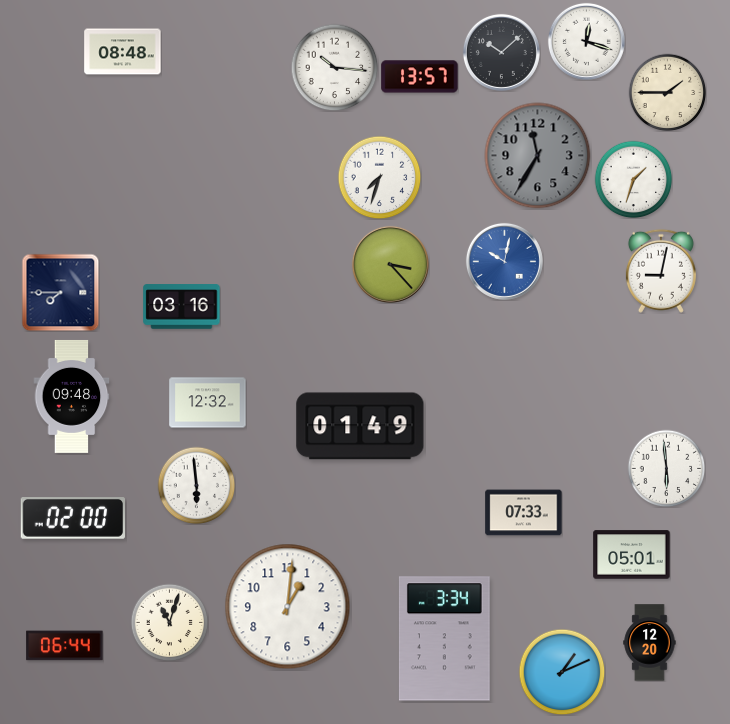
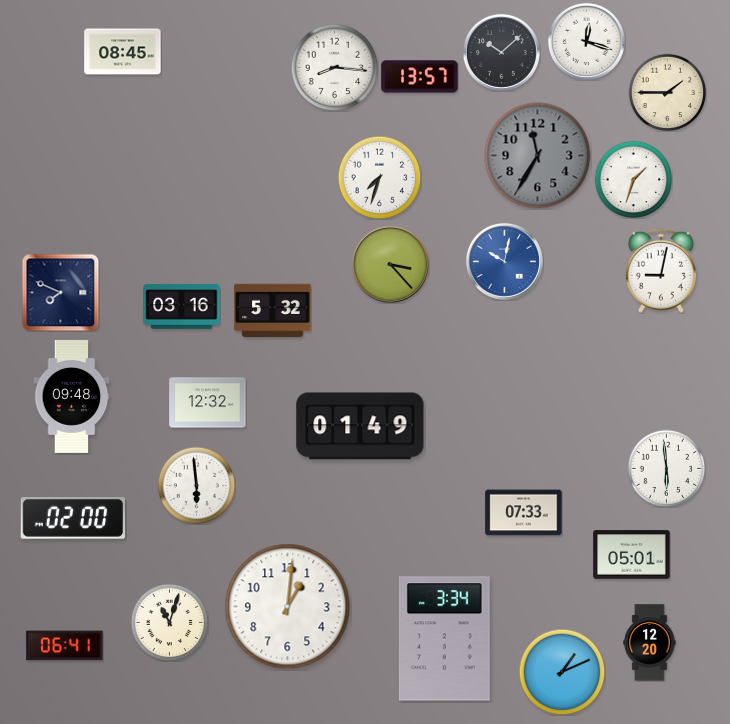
clock at (123, 52): 08:48 -> 08:45
clock at (334, 67): 10:16 -> 8:16
clock at (60, 292): 7:45 -> 7:49
clock at (273, 311): none -> 5:32
clock at (65, 646): 06:44 -> 06:41
